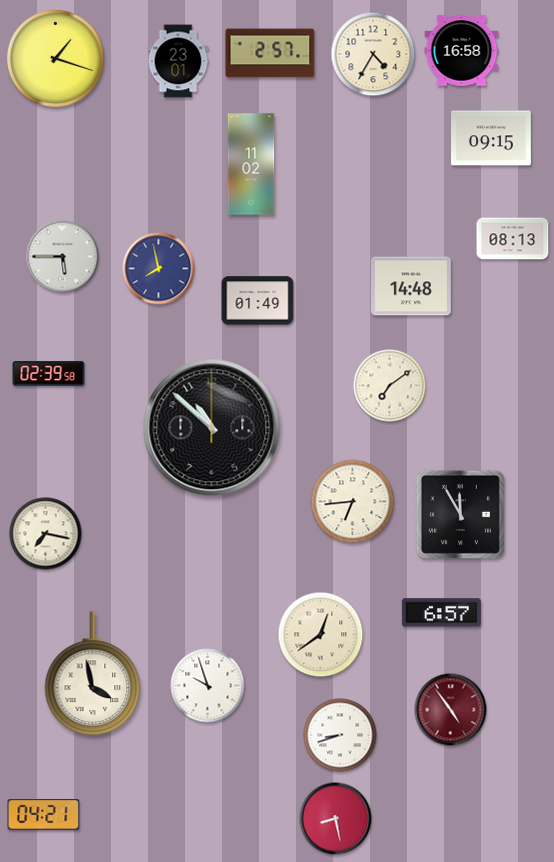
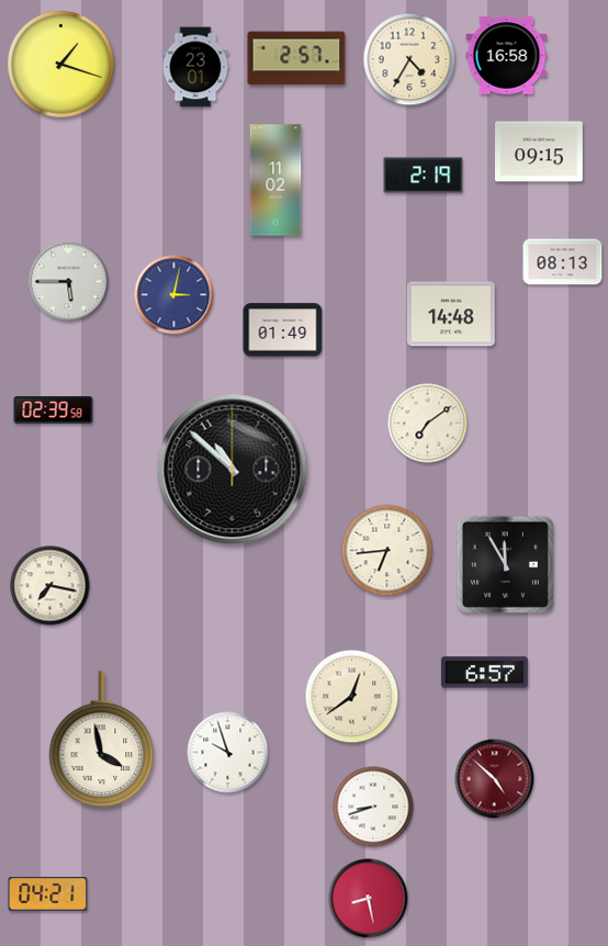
clock at (424, 176): none -> 2:19
clock at (159, 269): 7:58 -> 3:02
clock at (451, 710): 4:54 -> 4:52
